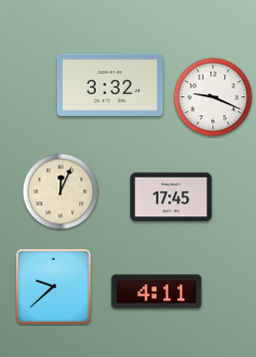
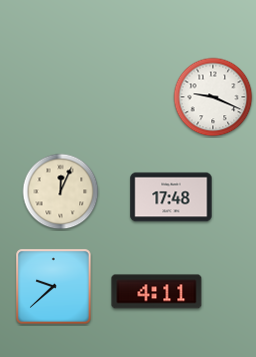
clock at (110, 85): 3:32 -> none
clock at (171, 197): 17:45 -> 17:48
